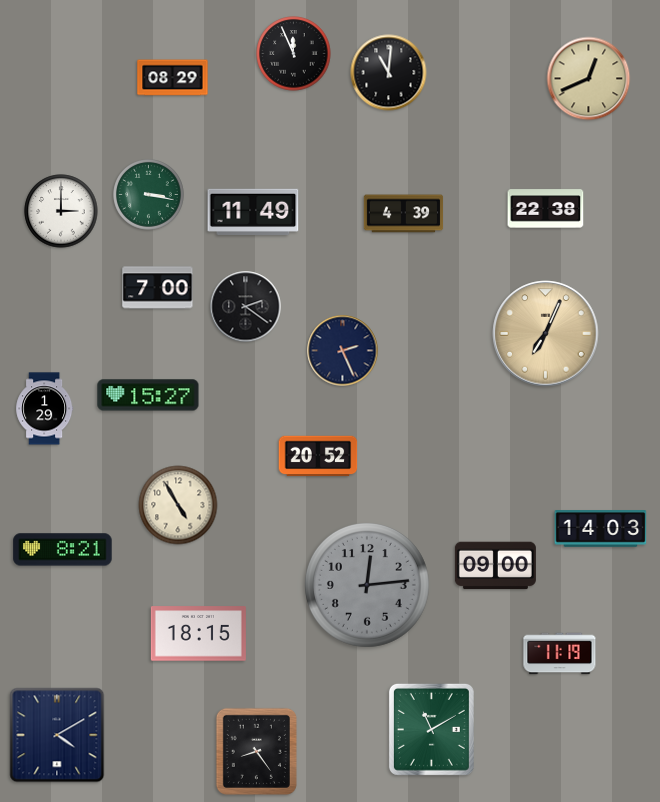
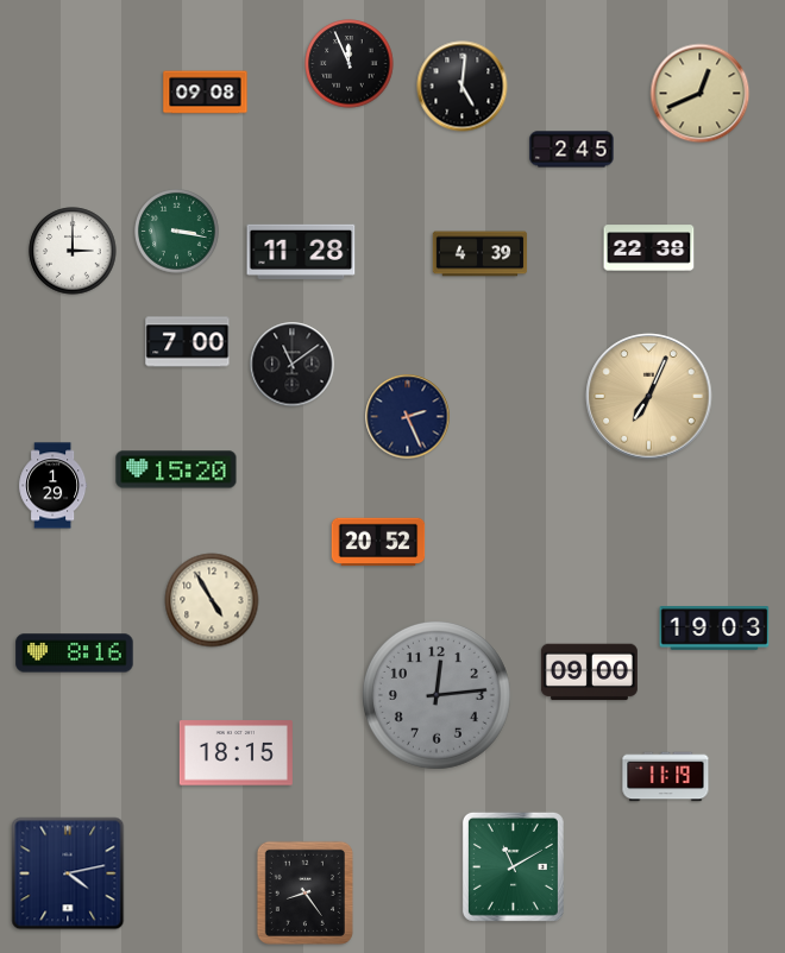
clock at (389, 73): 11:01 -> 5:01
clock at (173, 78): 08:29 -> 09:08
clock at (572, 150): none -> 2:45
clock at (253, 211): 11:49 -> 11:28
clock at (246, 307): 2:21 -> 11:09
clock at (148, 395): 15:27 -> 15:20
clock at (601, 529): 14:03 -> 19:03
clock at (63, 550): 8:21 -> 8:16
clock at (57, 735): 4:10 -> 4:13
